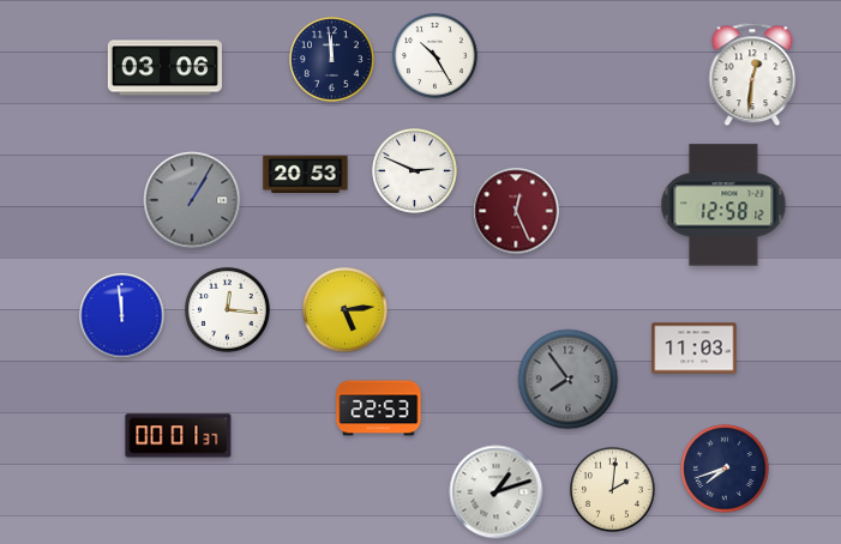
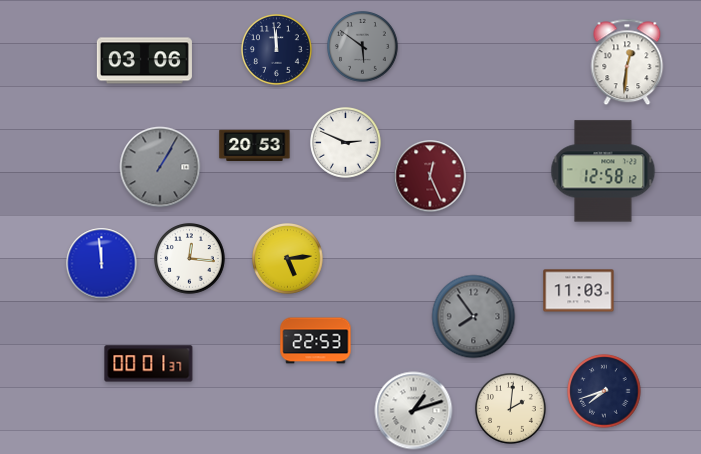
clock at (435, 56): 10:25 -> 5:51
clock at (435, 56) dial: white -> grey
clock at (164, 68) position: (164, 68) -> (144, 61)
